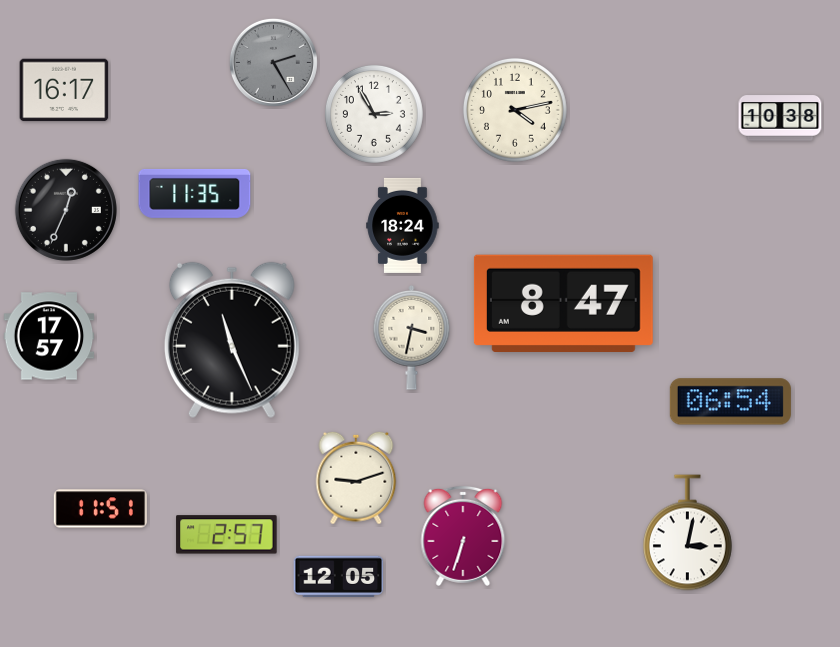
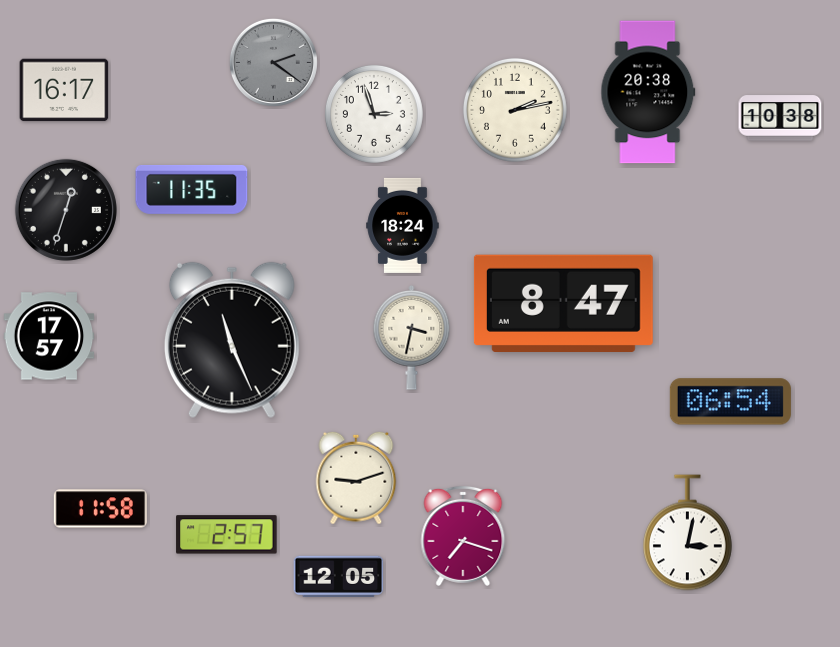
clock at (273, 62): 2:25 -> 2:21
clock at (648, 92): none -> 20:38
clock at (515, 110): 4:13 -> 2:13
clock at (374, 114): 2:55 -> 2:57
clock at (195, 193) position: (195, 193) -> (192, 189)
clock at (66, 210): 12:34 -> 12:33
clock at (100, 509): 11:51 -> 11:58
clock at (463, 536): 6:33 -> 7:18
